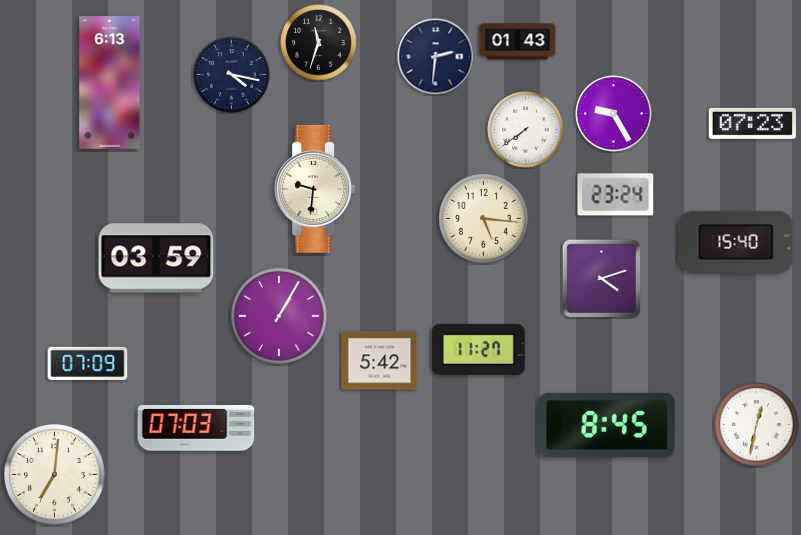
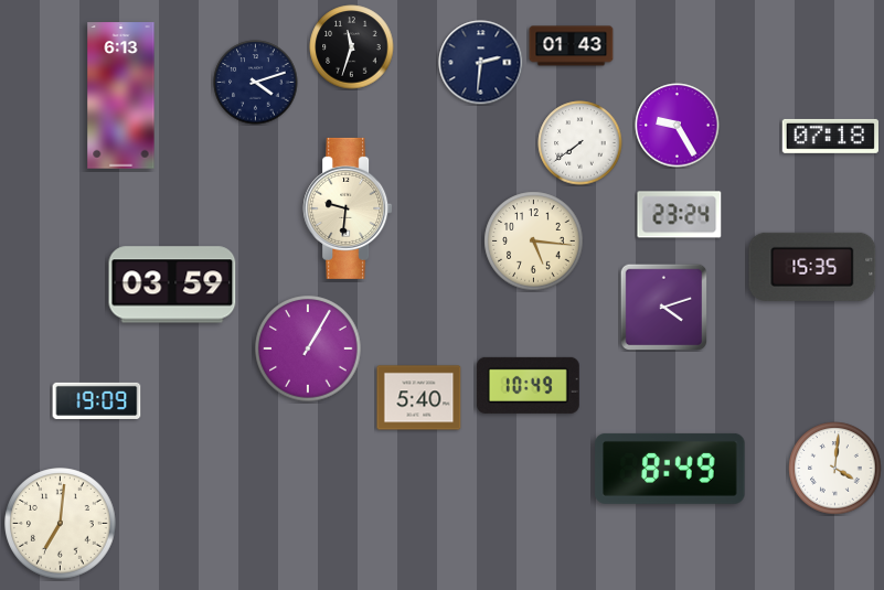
clock at (232, 75): 4:17 -> 4:12
clock at (110, 83) position: (110, 83) -> (121, 96)
clock at (752, 123): 07:23 -> 07:18
clock at (736, 242): 15:40 -> 15:35
clock at (478, 349): 11:27 -> 10:49
clock at (380, 361): 5:42 -> 5:40
clock at (88, 363): 07:09 -> 19:09
clock at (607, 425): 8:45 -> 8:49
clock at (757, 425): 12:32 -> 4:01
clock at (196, 429): 07:03 -> none
